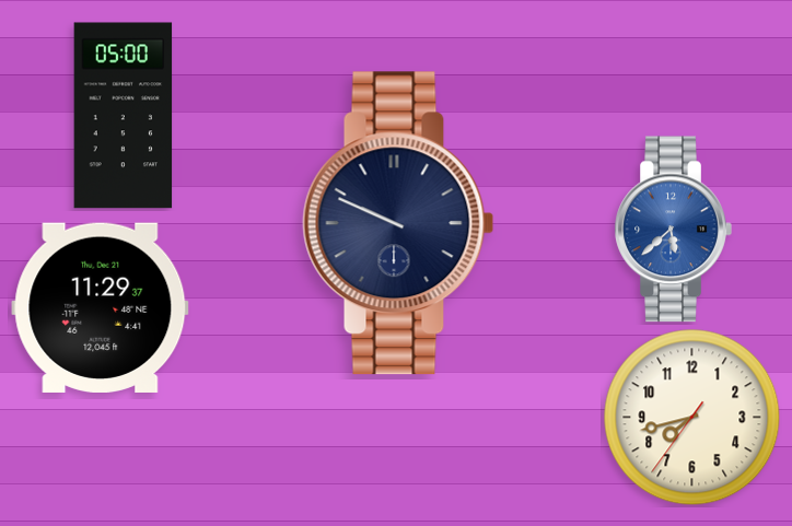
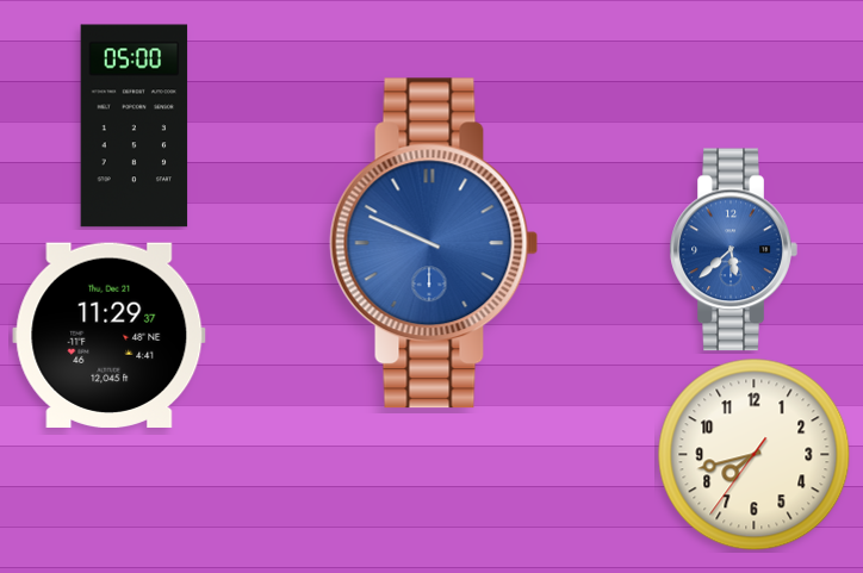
clock at (398, 223) dial: navy -> blue
